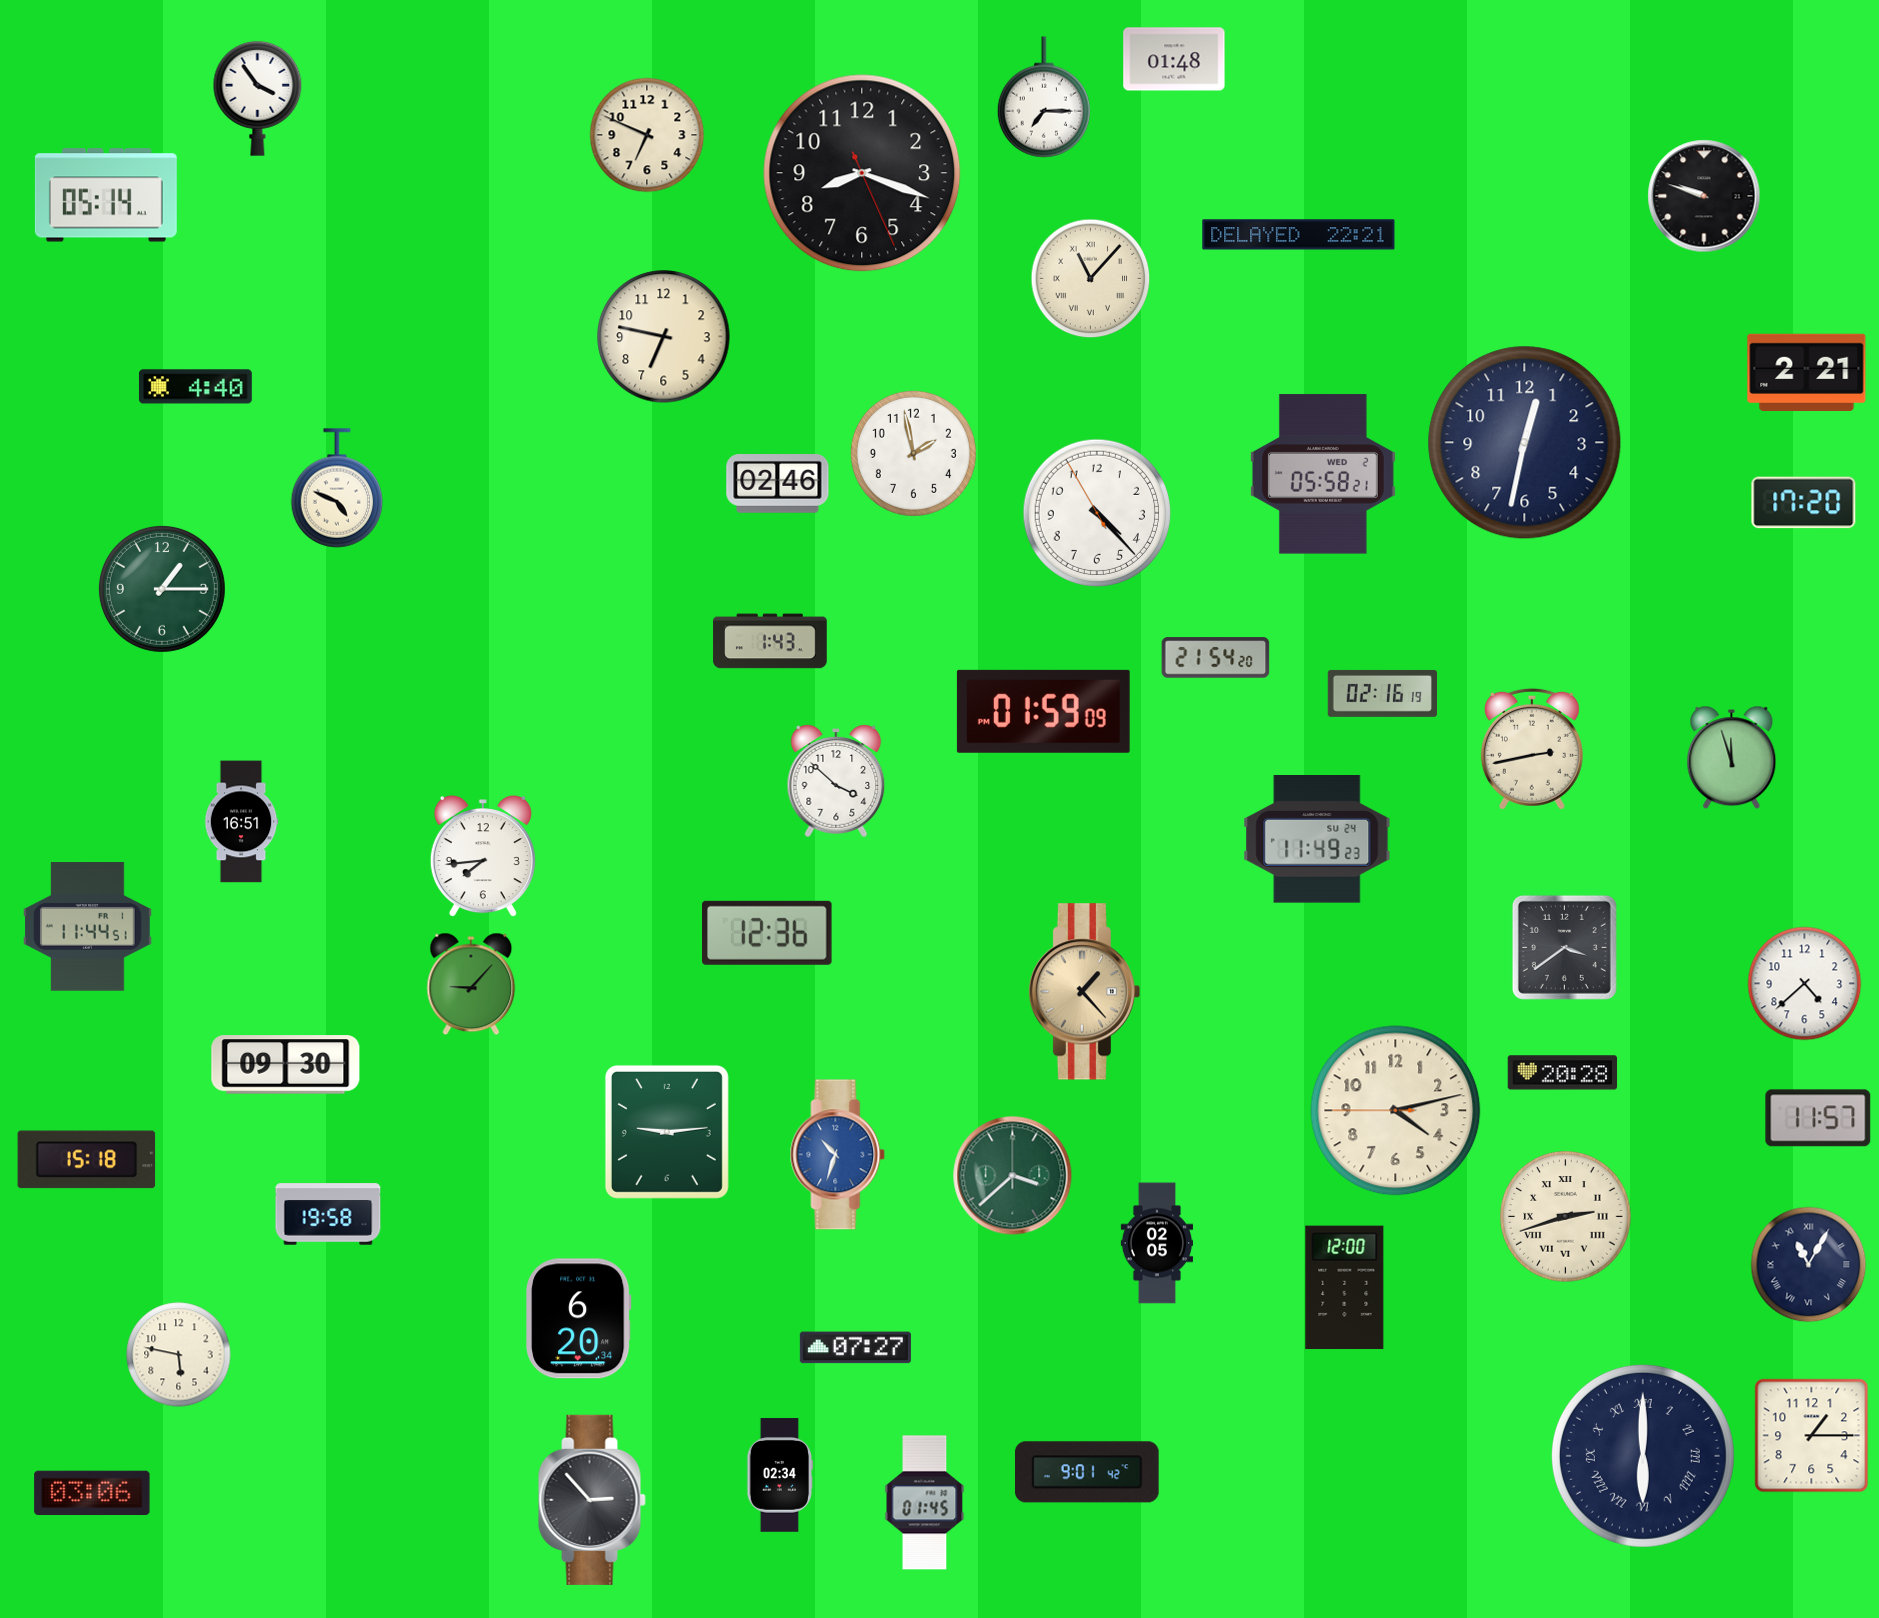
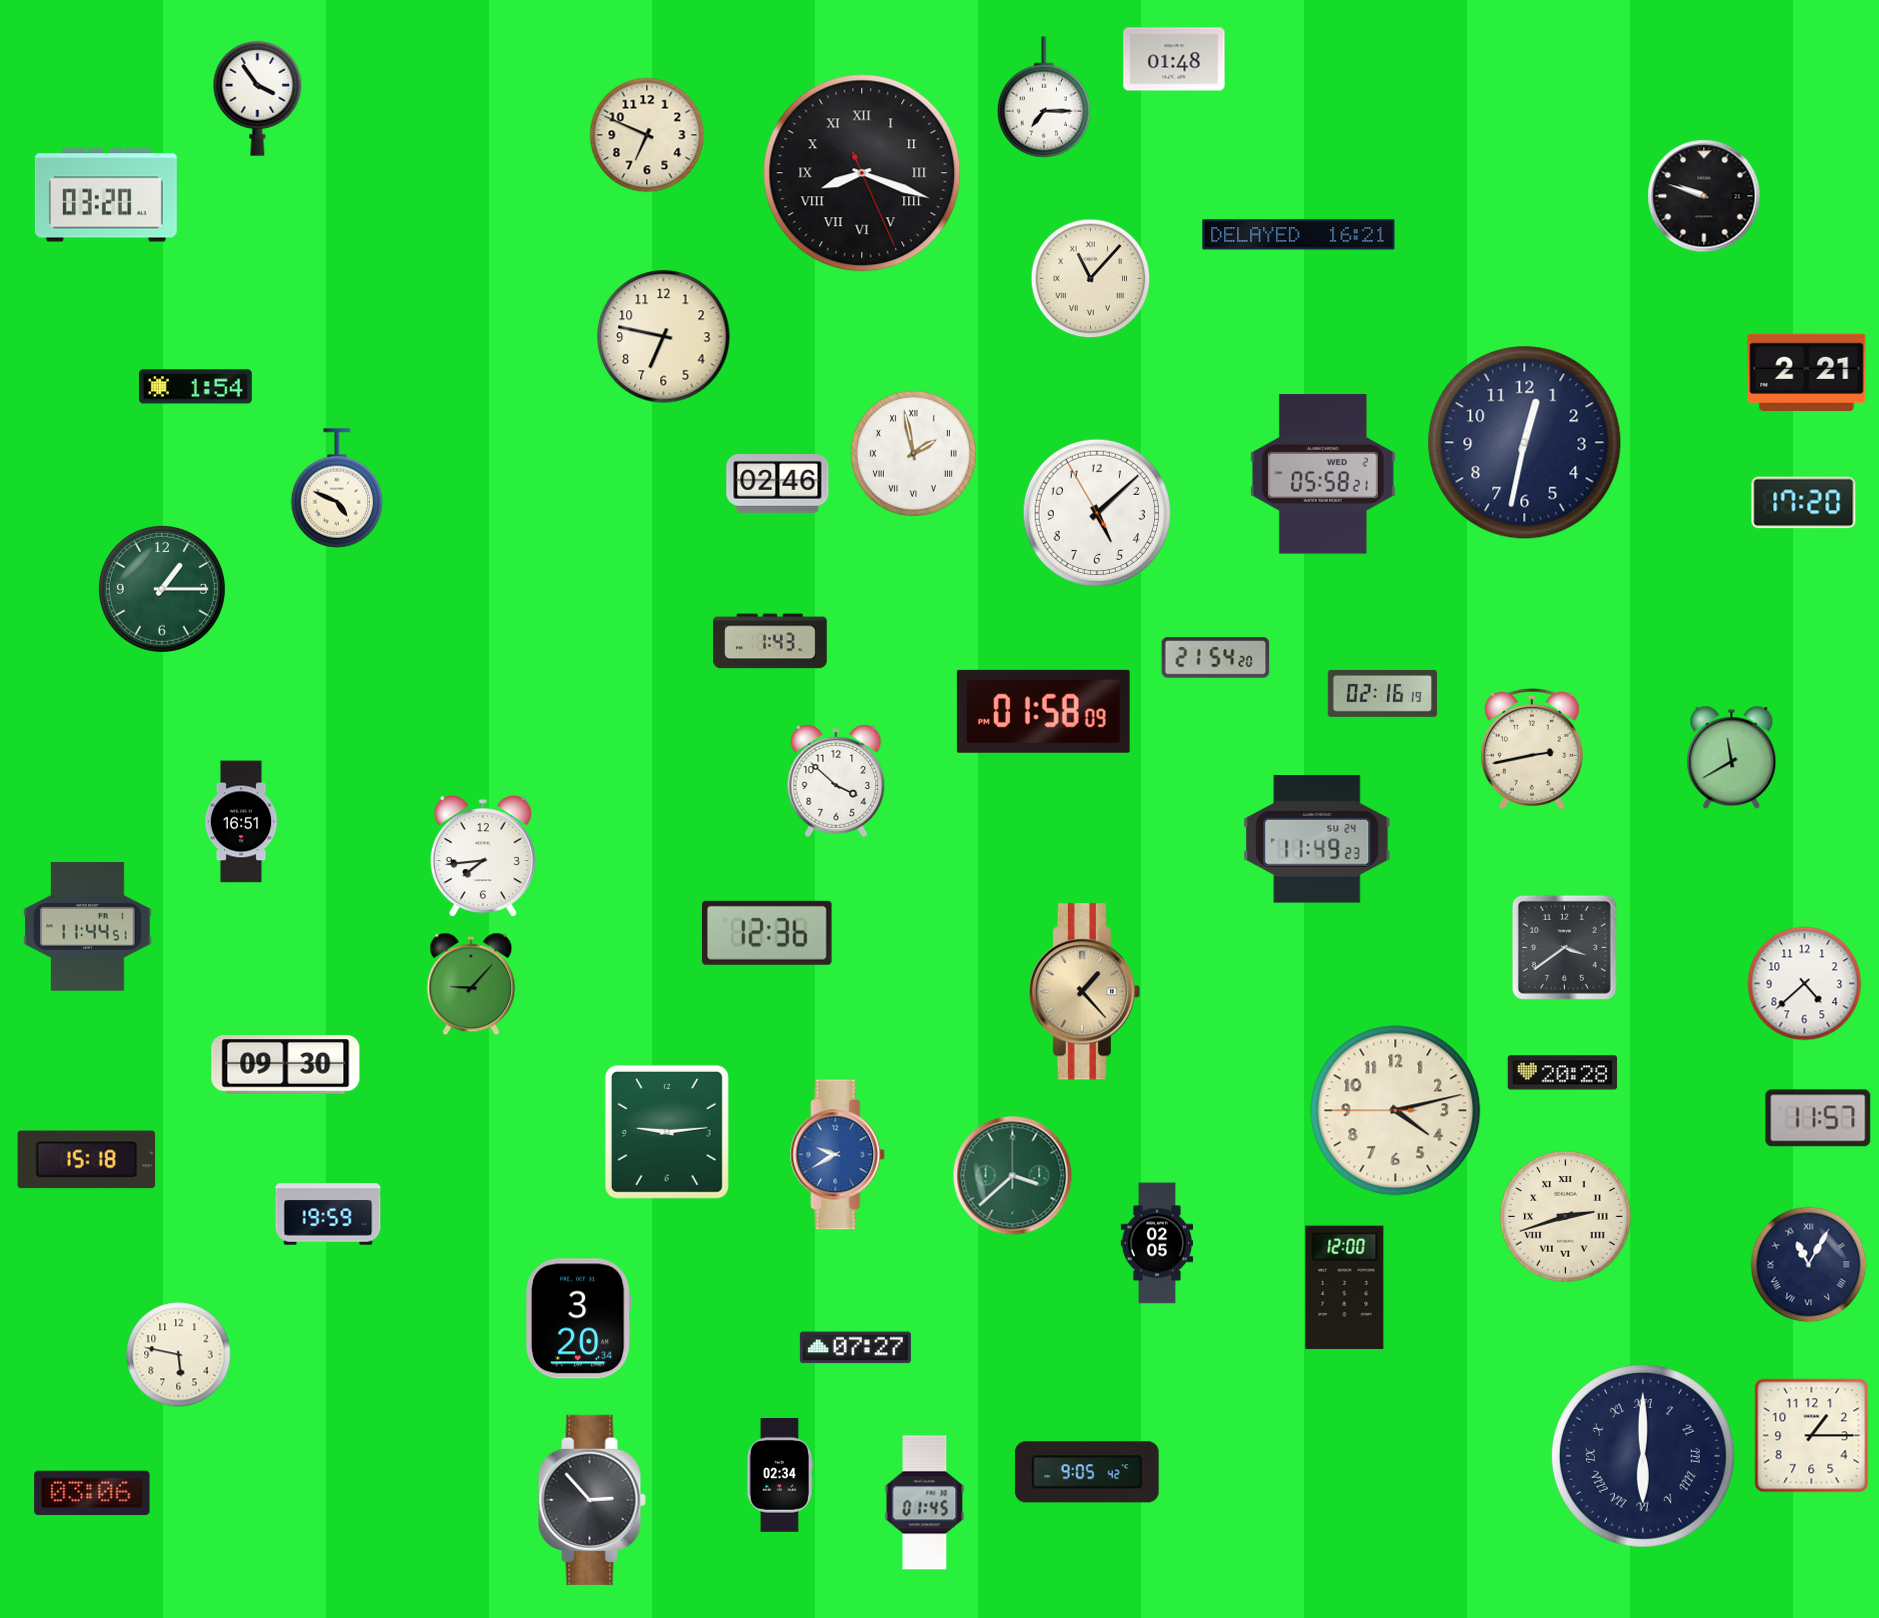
clock at (862, 173) numerals: Arabic -> Roman
clock at (106, 195): 05:14 -> 03:20
clock at (1299, 235): 22:21 -> 16:21
clock at (195, 387): 4:40 -> 1:54
clock at (913, 453) numerals: Arabic -> Roman
clock at (1096, 513): 4:22 -> 5:07
clock at (1043, 711): 01:59 -> 01:58
clock at (1732, 758): 11:57 -> 11:40
clock at (838, 1155): 10:33 -> 9:40
clock at (328, 1214): 19:58 -> 19:59
clock at (579, 1319): 6:20 -> 3:20
clock at (1087, 1472): 9:01 -> 9:05
